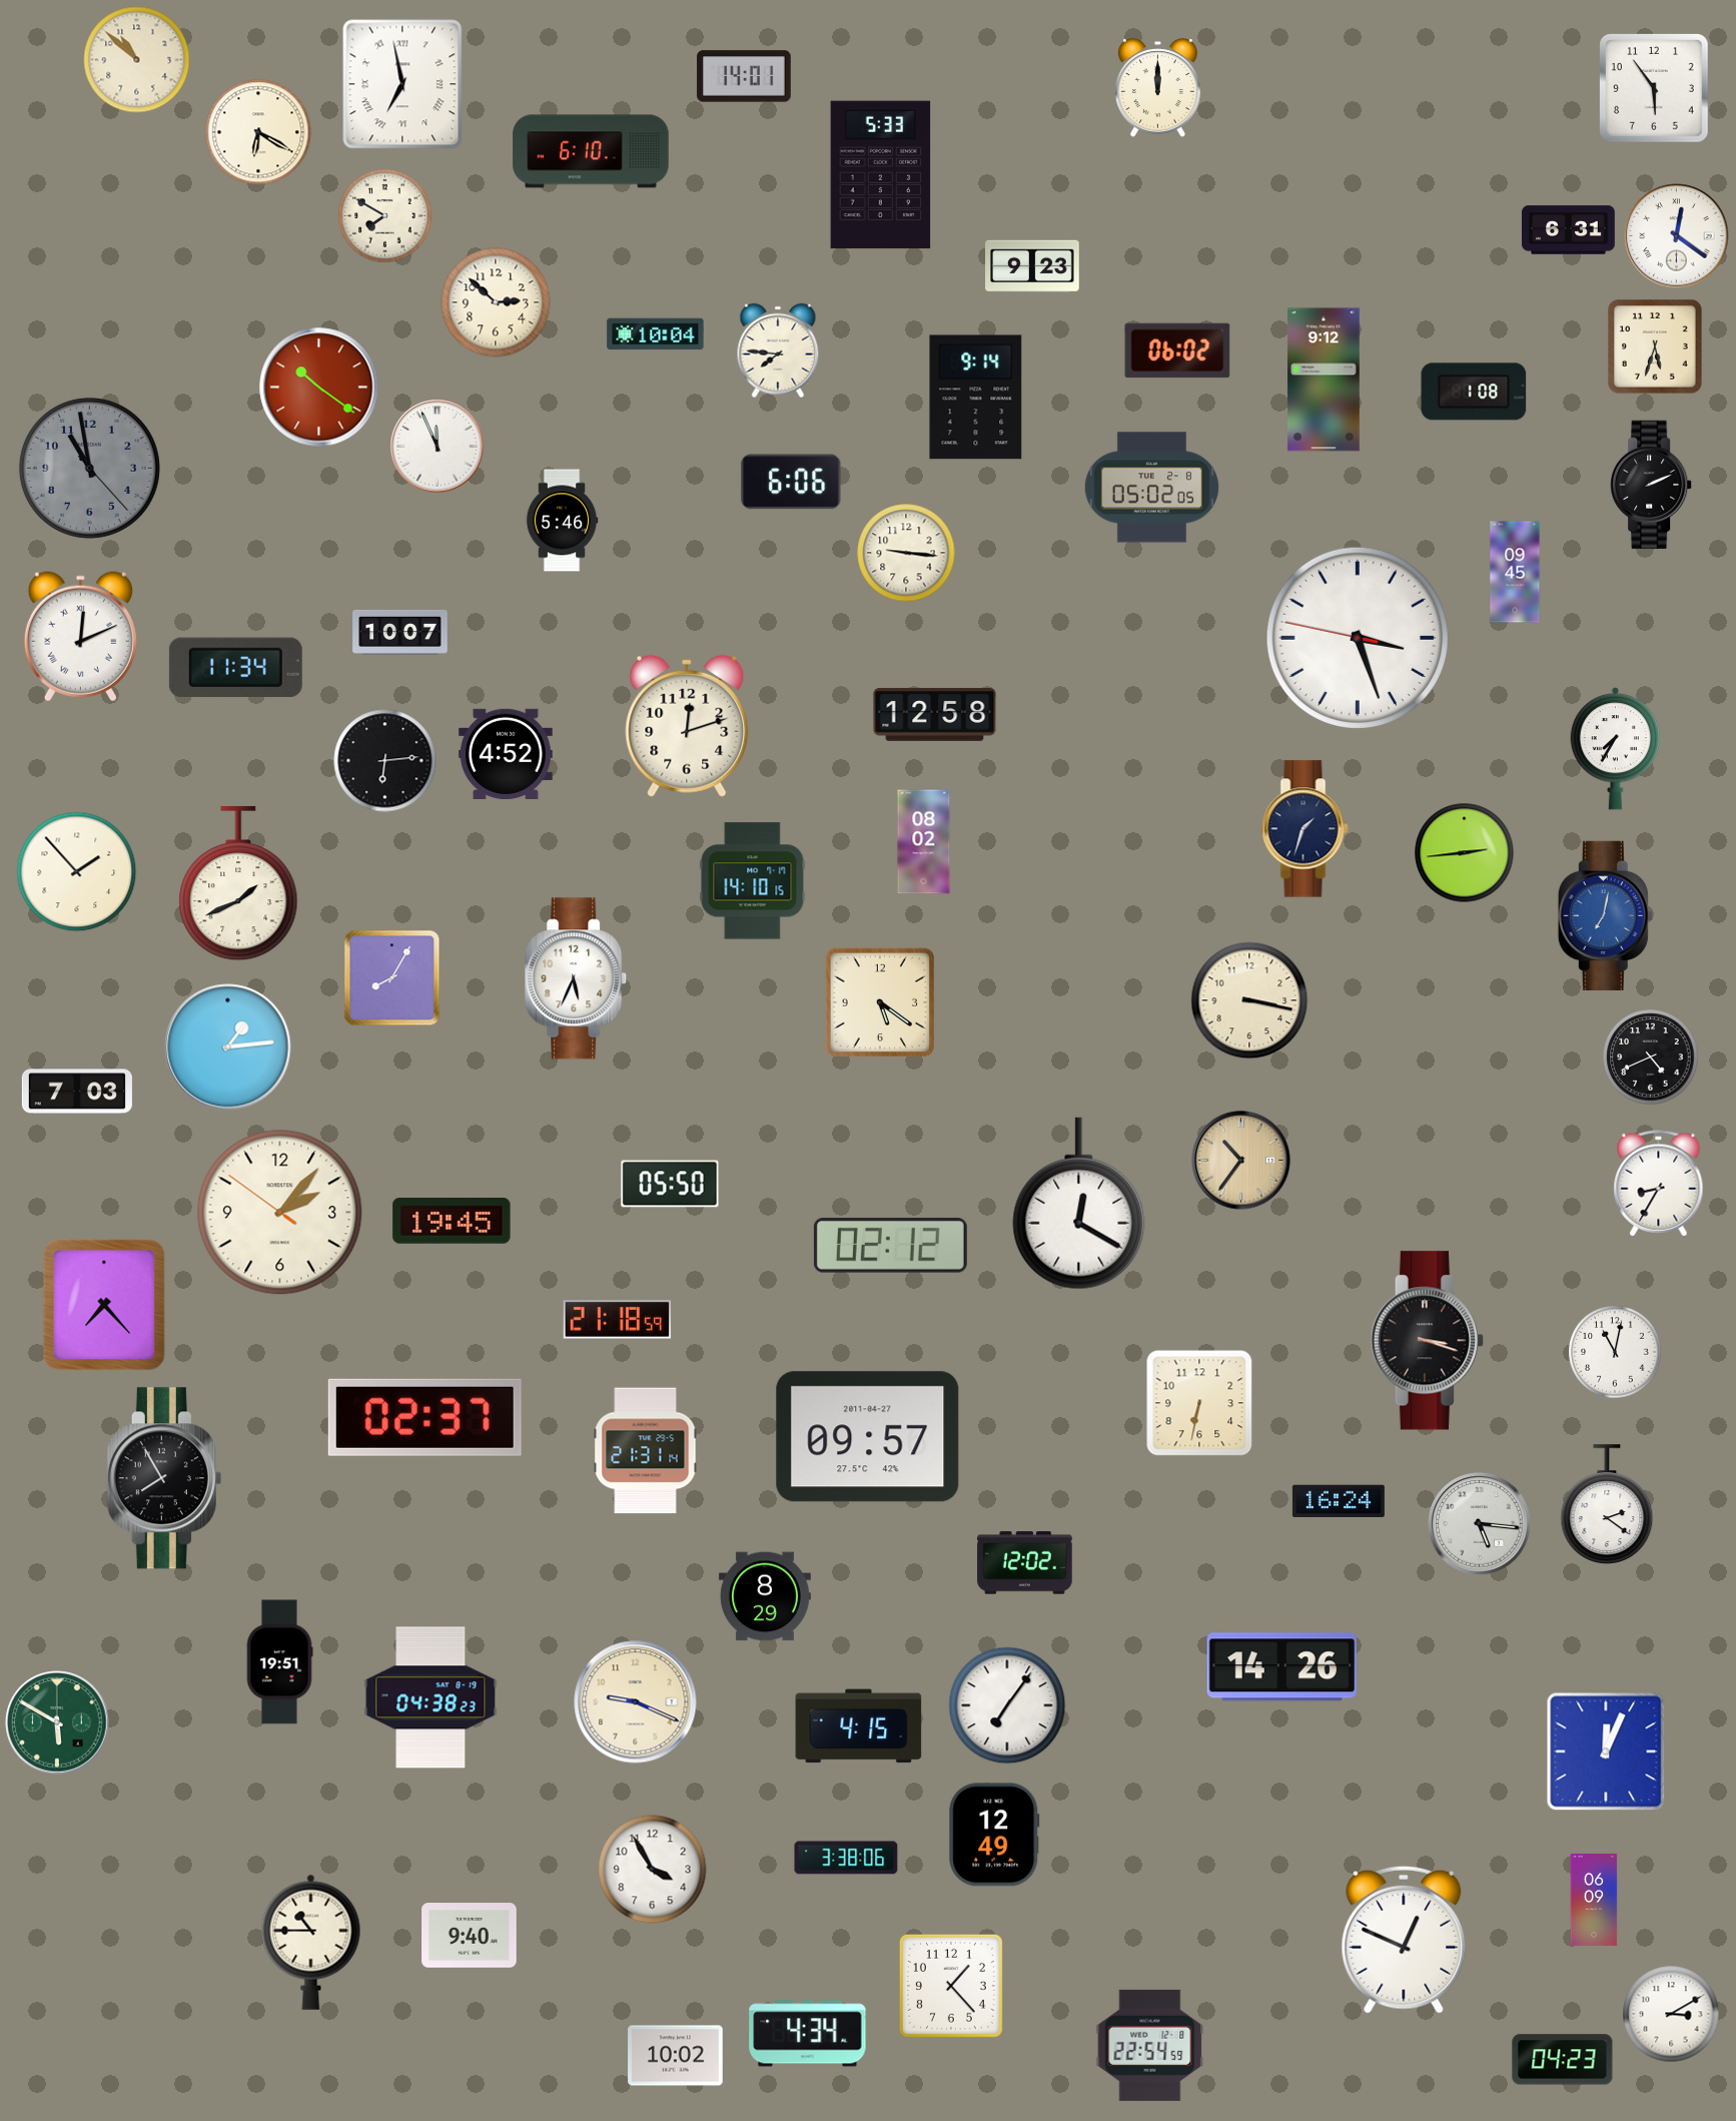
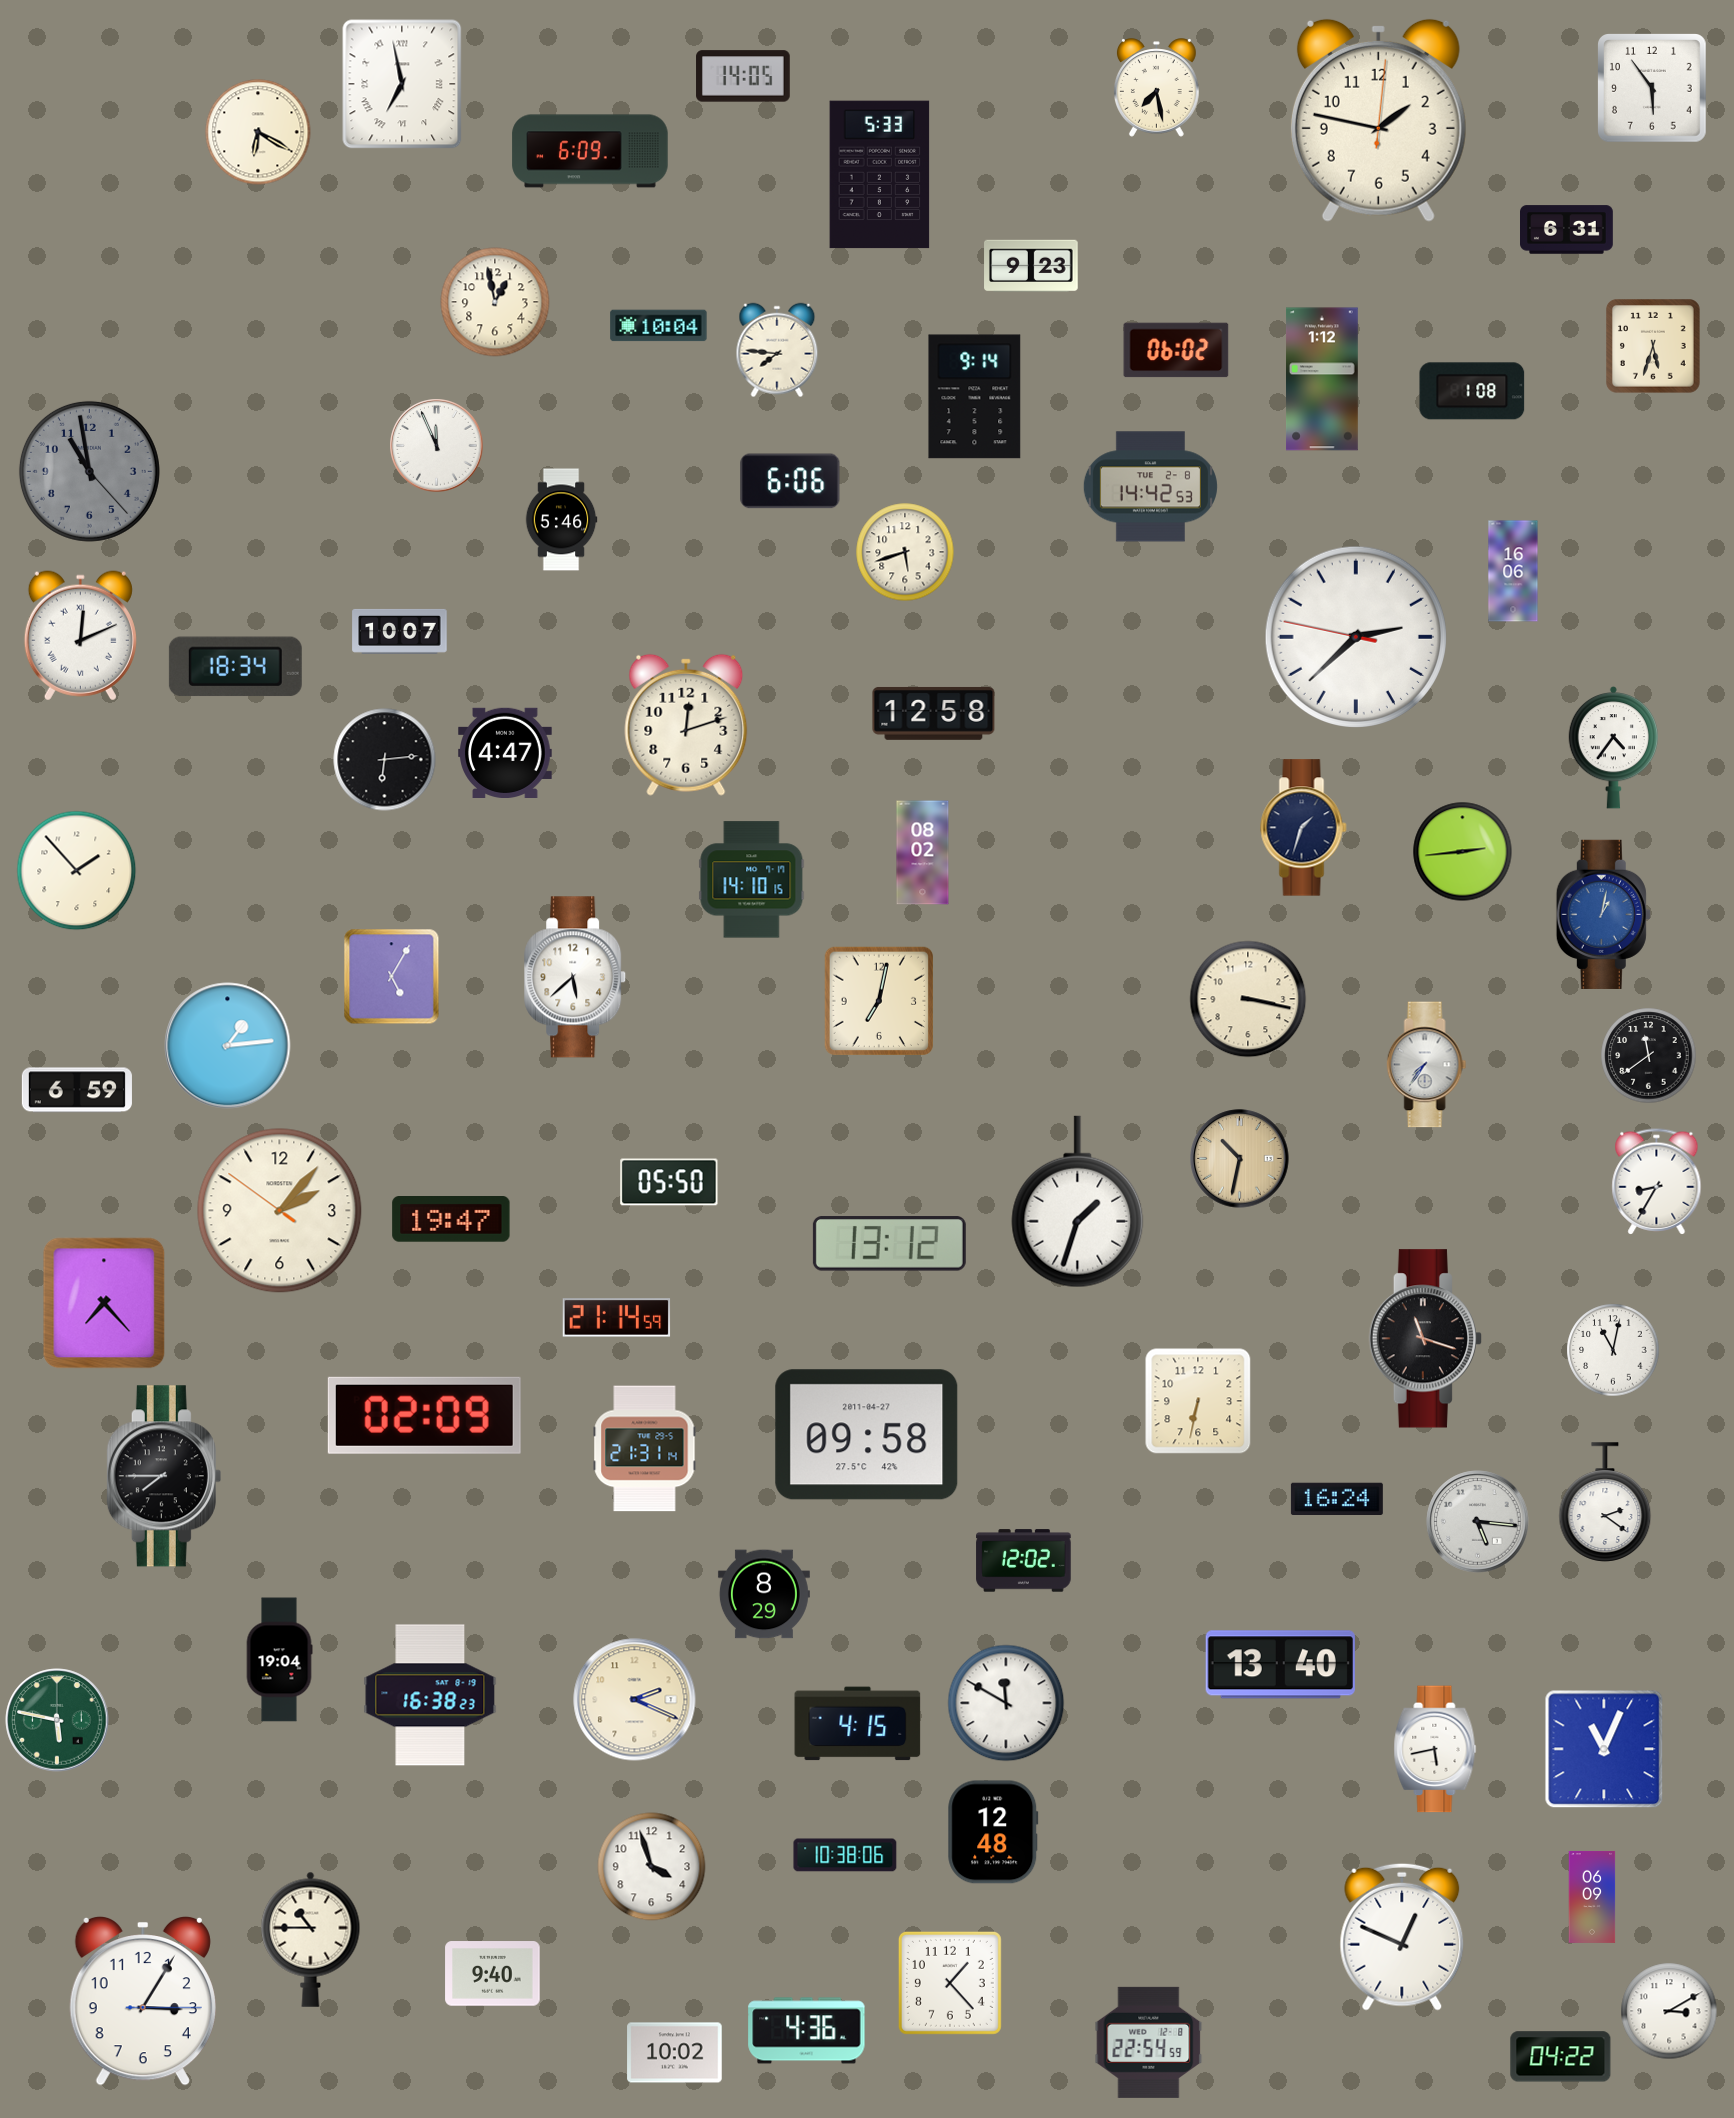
clock at (137, 60): 10:52 -> none
clock at (744, 76): 14:01 -> 14:05
clock at (1157, 88): 12:00 -> 7:28
clock at (1378, 120): none -> 1:47
clock at (591, 151): 6:10 -> 6:09
clock at (385, 216): 7:50 -> none
clock at (1677, 236): 12:21 -> none
clock at (496, 302): 2:52 -> 12:58
clock at (656, 334) position: (656, 334) -> (659, 326)
clock at (1325, 380): 9:12 -> 1:12
clock at (319, 388): 10:21 -> none
clock at (89, 468) position: (89, 468) -> (89, 471)
clock at (1651, 485): 2:11 -> none
clock at (1151, 488): 05:02 -> 14:42
clock at (906, 553): 9:16 -> 5:42
clock at (1515, 572): 09:45 -> 16:06
clock at (1358, 638): 3:26 -> 2:37
clock at (235, 668): 11:34 -> 18:34
clock at (1616, 748): 7:35 -> 4:36
clock at (506, 753): 4:52 -> 4:47
clock at (924, 842) position: (924, 842) -> (923, 853)
clock at (238, 883): 1:41 -> none
clock at (1605, 915): 7:02 -> 1:02
clock at (392, 978): 8:05 -> 5:05
clock at (577, 978): 5:34 -> 5:38
clock at (879, 1001): 5:21 -> 7:02
clock at (1651, 1057): 4:41 -> 11:39
clock at (1427, 1065): none -> 7:36
clock at (77, 1092): 7:03 -> 6:59
clock at (1241, 1161): 10:36 -> 10:32
clock at (1079, 1204): 12:20 -> 1:33
clock at (452, 1221): 19:45 -> 19:47
clock at (890, 1246): 02:12 -> 13:12
clock at (618, 1320): 21:18 -> 21:14
clock at (1427, 1341): 3:18 -> 11:18
clock at (424, 1417): 02:37 -> 02:09
clock at (868, 1437): 09:57 -> 09:58
clock at (164, 1478): 7:55 -> 7:45
clock at (279, 1662): 19:51 -> 19:04
clock at (1281, 1667): 14:26 -> 13:40
clock at (430, 1697): 04:38 -> 16:38
clock at (636, 1702): 9:19 -> 2:19
clock at (1007, 1705): 7:06 -> 11:50
clock at (57, 1722): 5:50 -> 5:47
clock at (1435, 1749): none -> 5:43
clock at (1606, 1751): 12:04 -> 11:04
clock at (994, 1835): 12:49 -> 12:48
clock at (846, 1858): 3:38 -> 10:38
clock at (653, 1870): 3:55 -> 3:57
clock at (470, 1936) position: (470, 1936) -> (493, 1974)
clock at (143, 2001): none -> 3:05
clock at (808, 2034): 4:34 -> 4:36
clock at (1563, 2060): 04:23 -> 04:22
